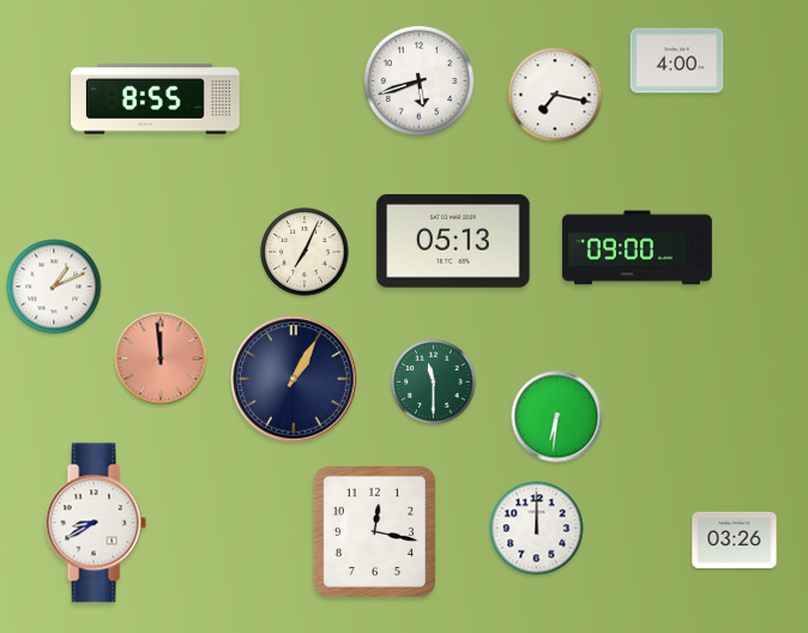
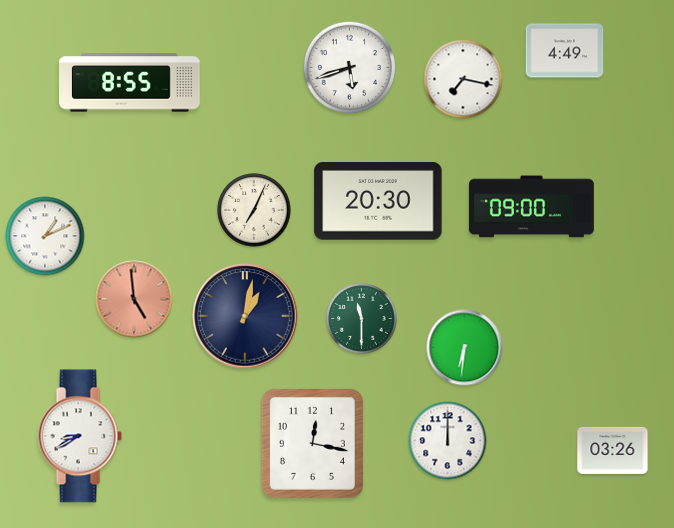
clock at (677, 61): 4:00 -> 4:49
clock at (453, 242): 05:13 -> 20:30
clock at (54, 287) position: (54, 287) -> (45, 236)
clock at (161, 358): 11:59 -> 4:59
clock at (294, 379): 1:05 -> 1:02
